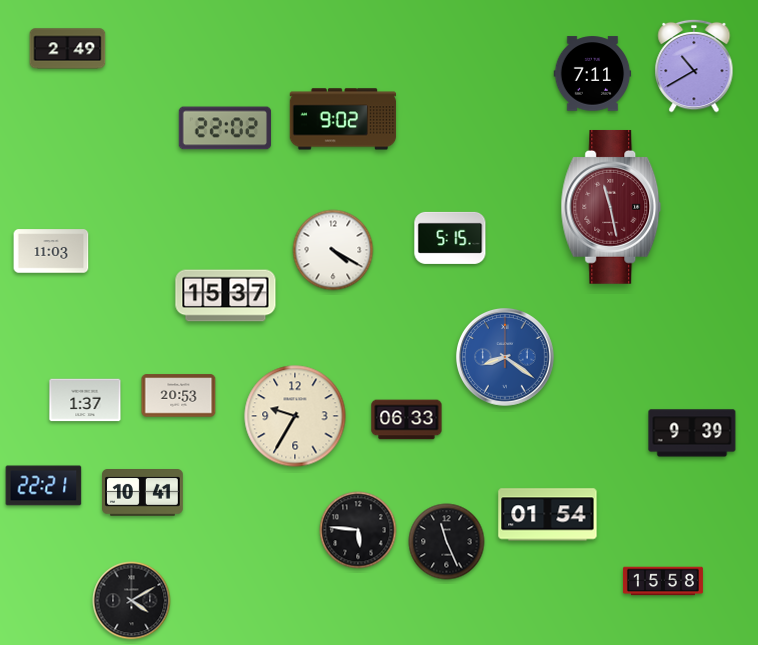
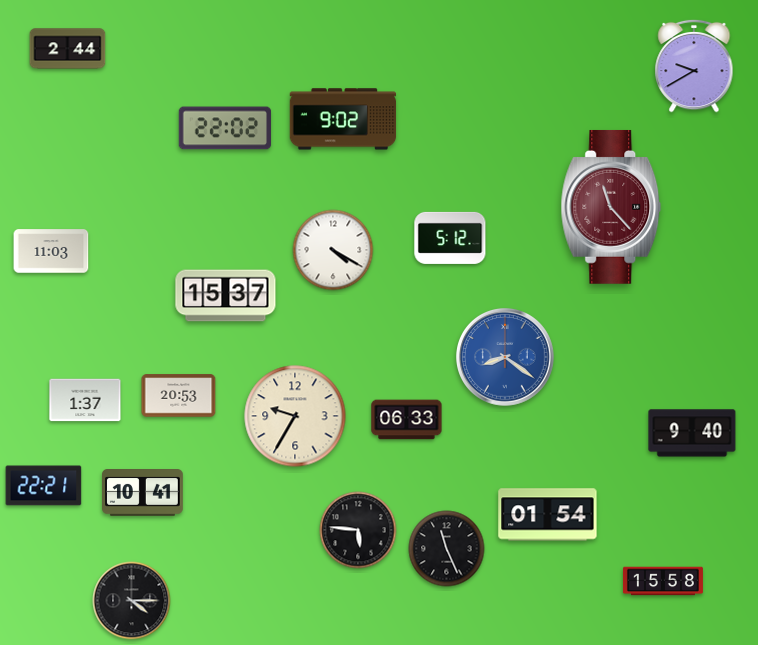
clock at (68, 49): 2:49 -> 2:44
clock at (694, 66): 10:40 -> 9:40
clock at (593, 74): 7:11 -> none
clock at (611, 207): 11:28 -> 11:23
clock at (450, 238): 5:15 -> 5:12
clock at (692, 433): 9:39 -> 9:40
clock at (447, 542) position: (447, 542) -> (447, 549)
clock at (132, 601): 4:10 -> 4:15
